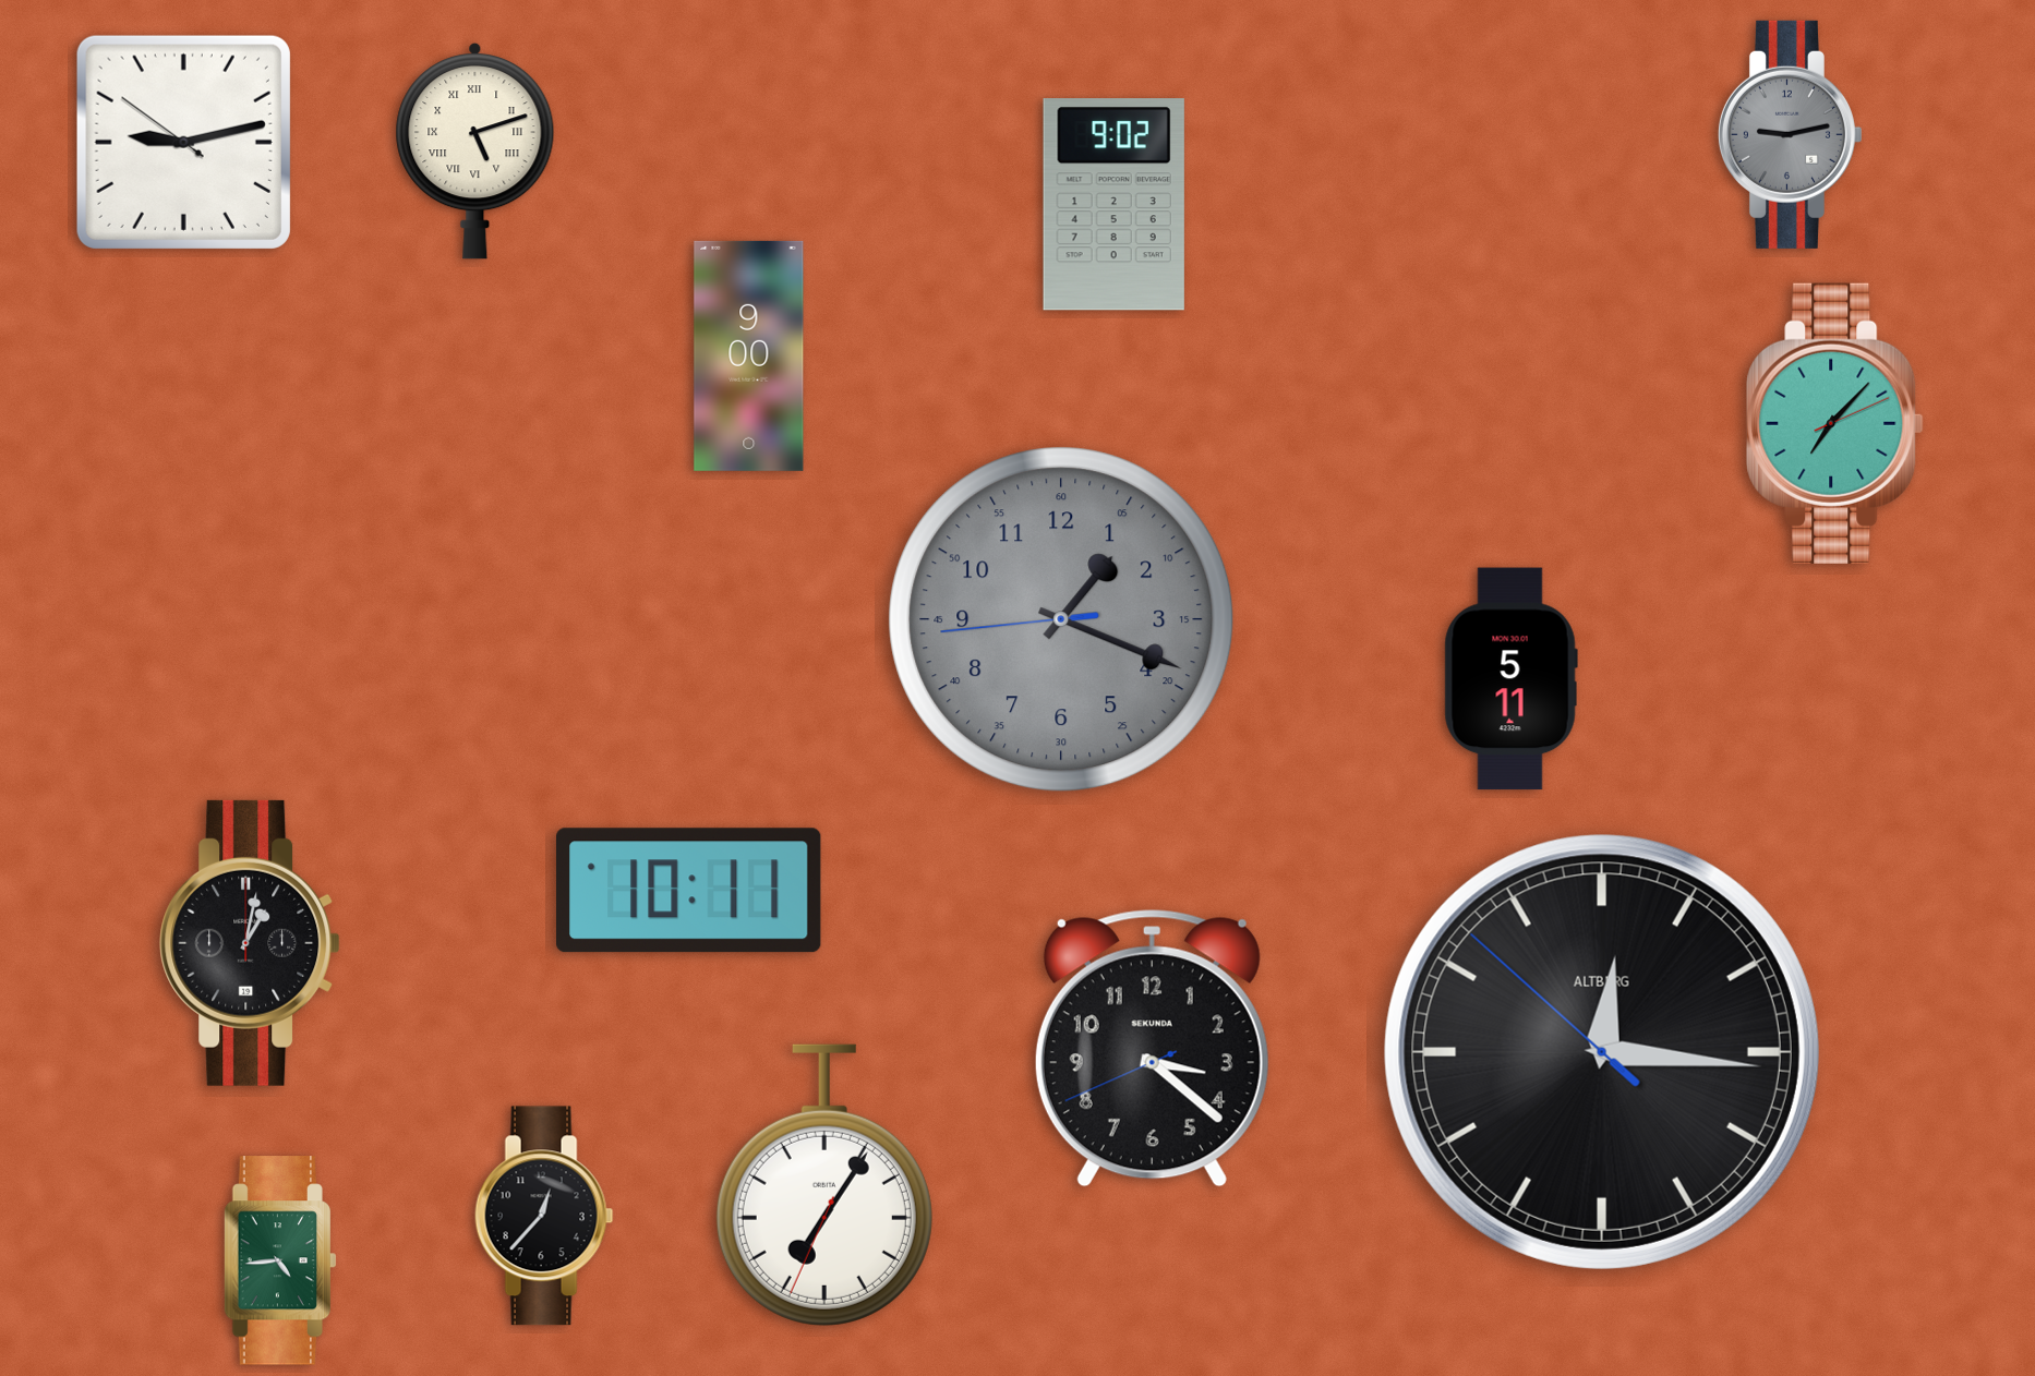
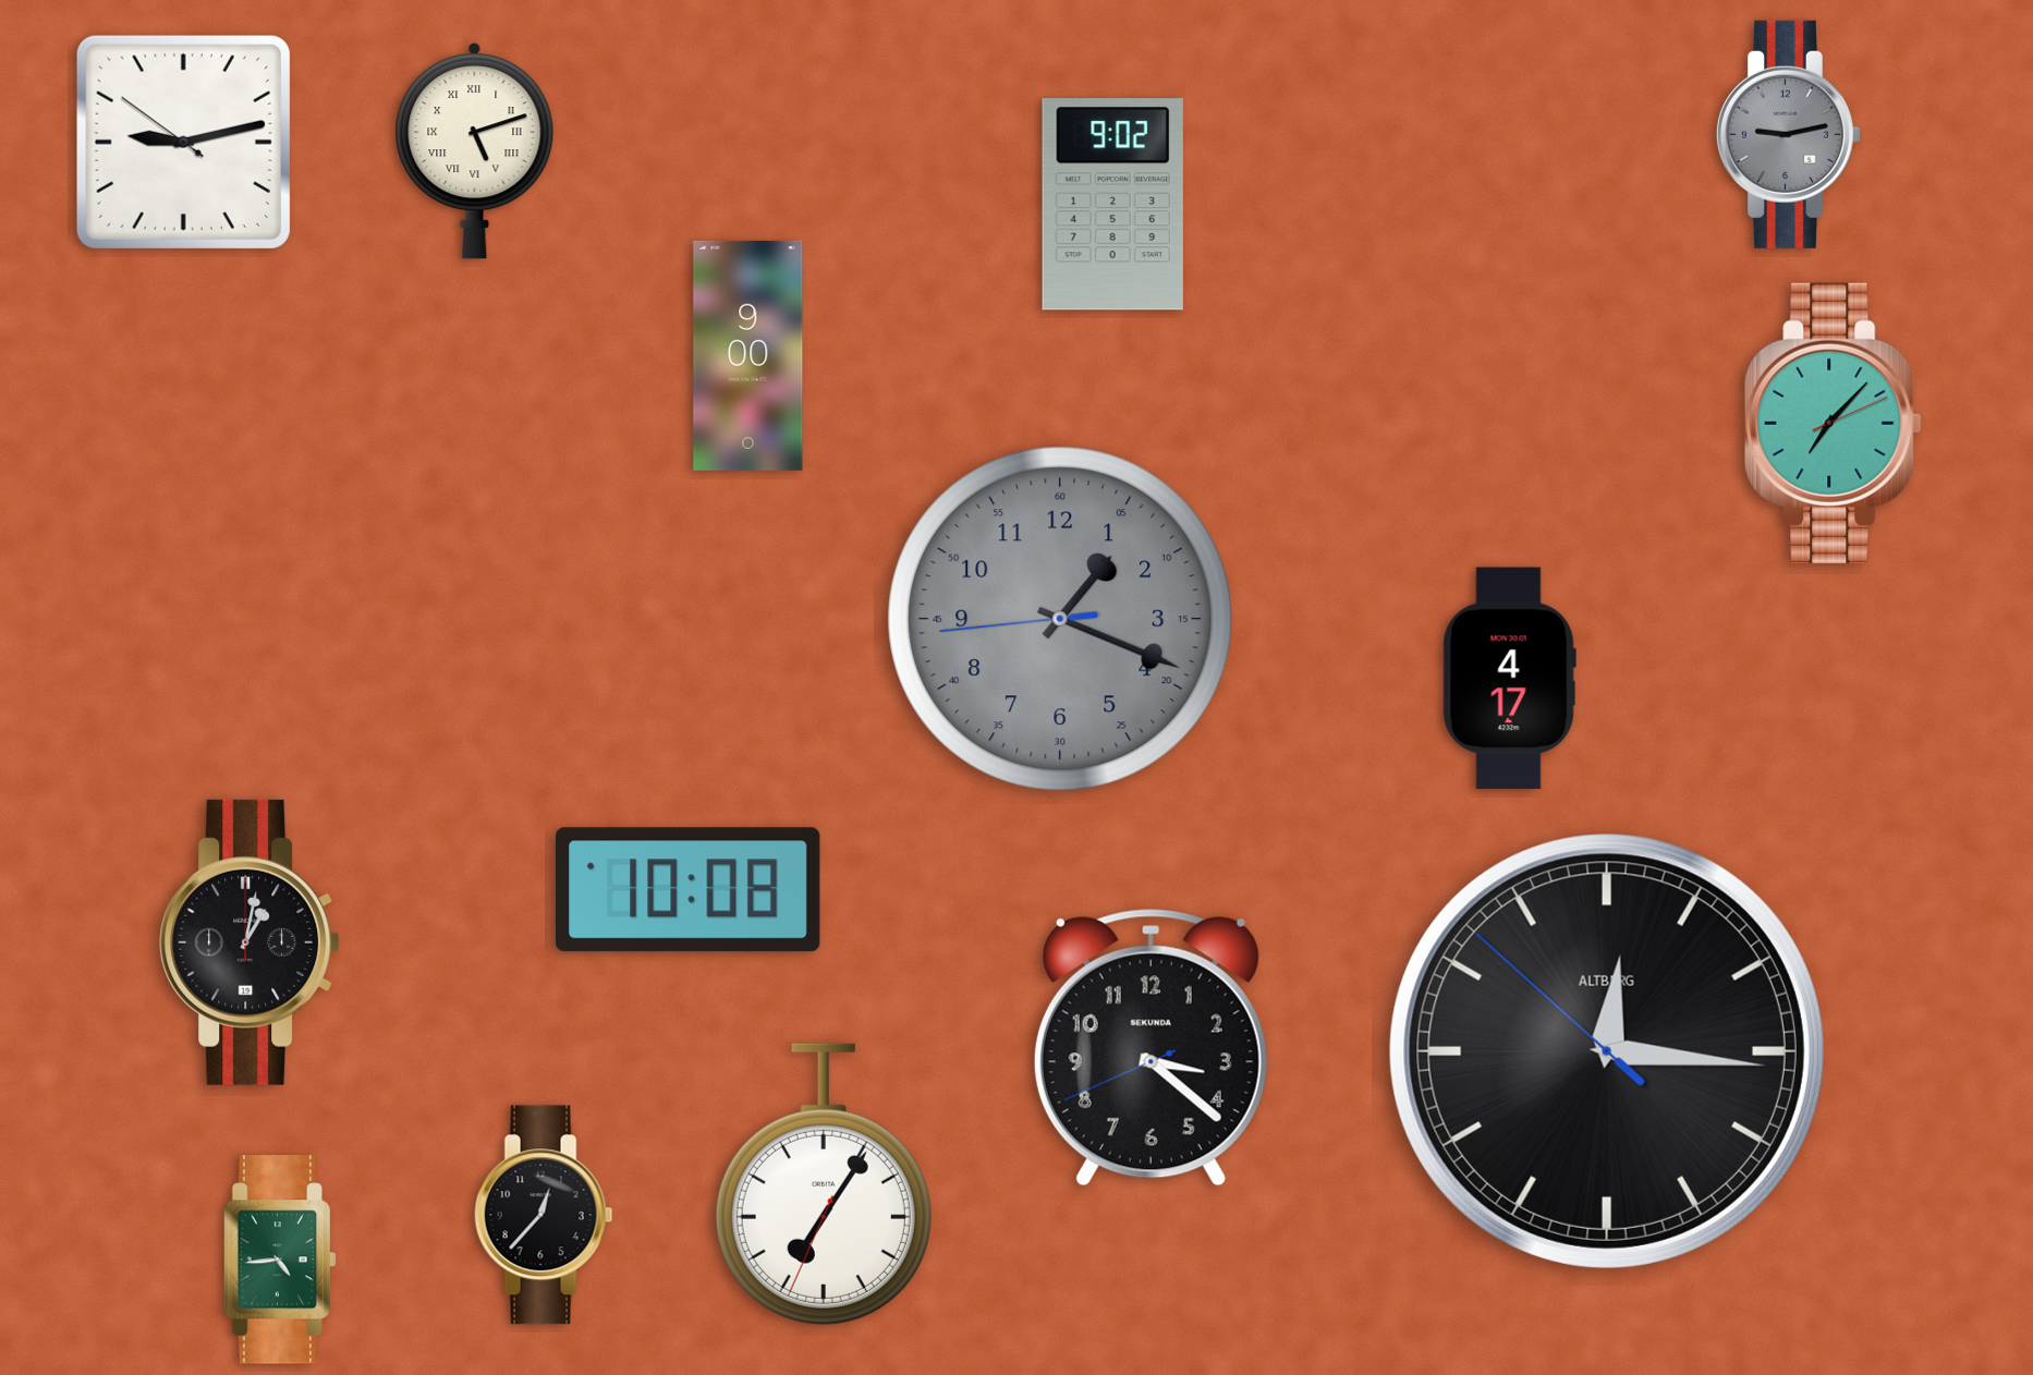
clock at (1510, 679): 5:11 -> 4:17
clock at (689, 891): 10:11 -> 10:08
clock at (1602, 1052) position: (1602, 1052) -> (1607, 1051)
